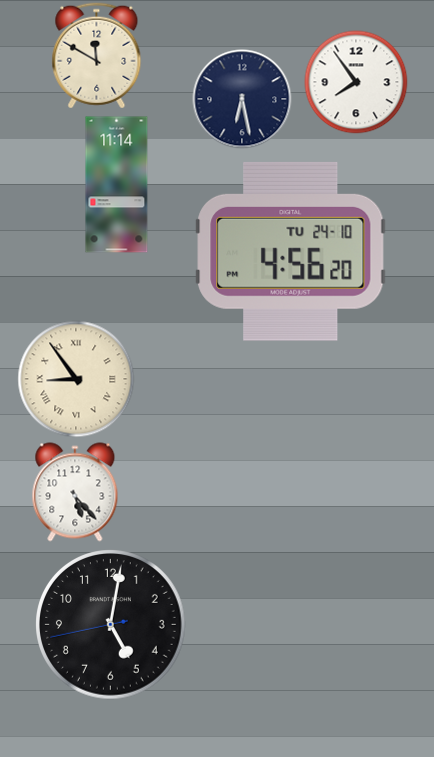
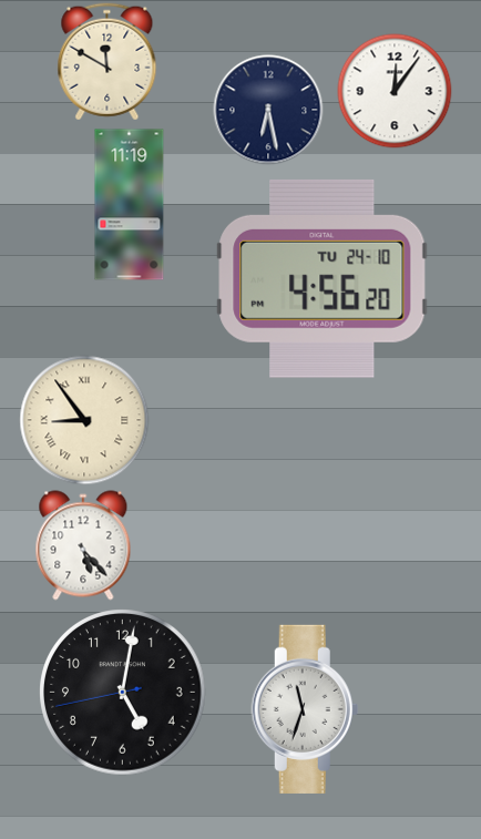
clock at (356, 82): 7:54 -> 12:06
clock at (117, 185): 11:14 -> 11:19
clock at (305, 709): none -> 11:33
